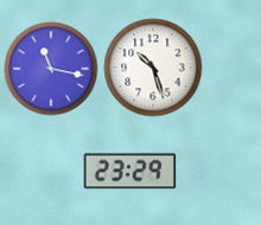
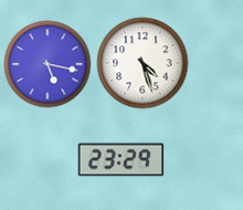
clock at (153, 67): 10:27 -> 4:27
clock at (51, 69): 11:17 -> 5:17
